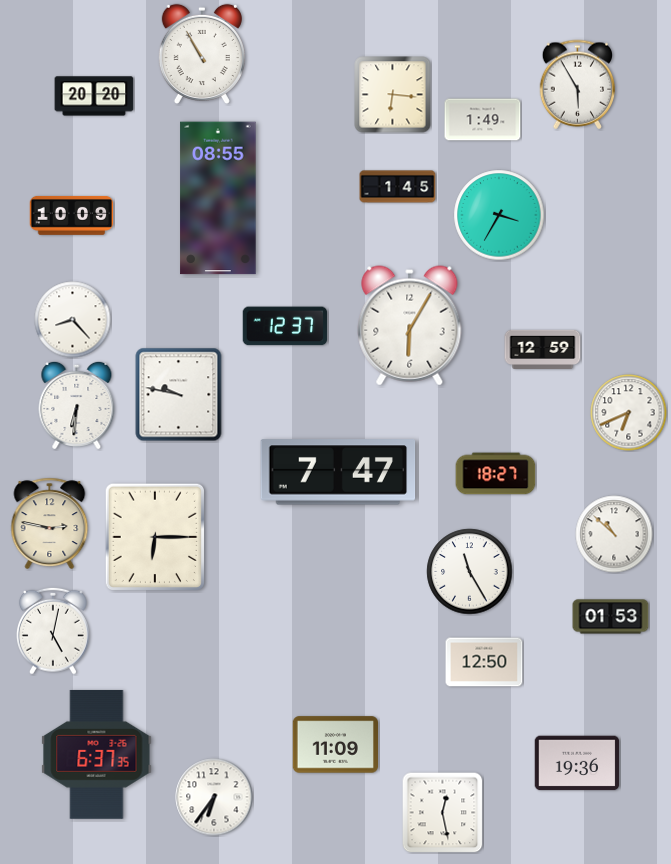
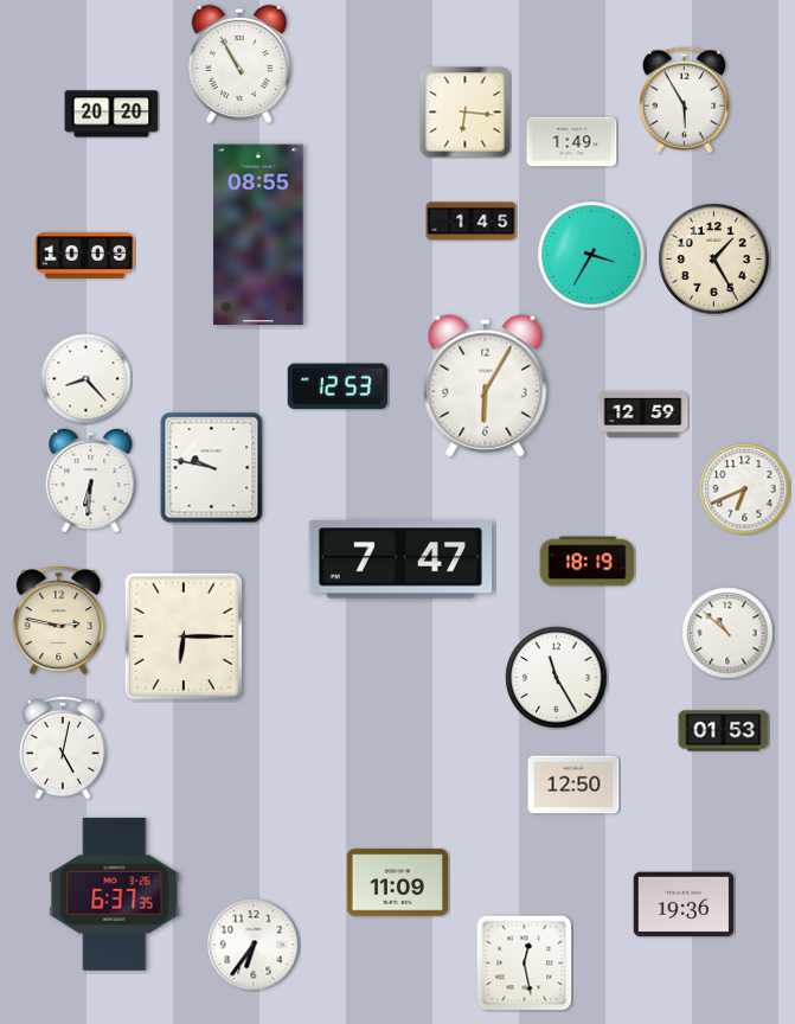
clock at (714, 260): none -> 1:25
clock at (285, 326): 12:37 -> 12:53
clock at (496, 474): 18:27 -> 18:19
